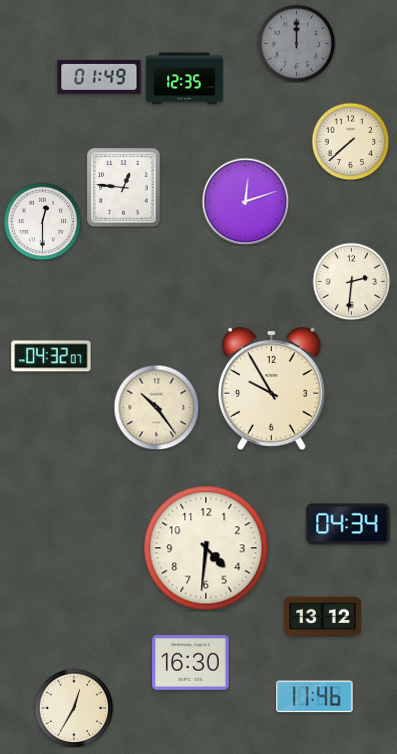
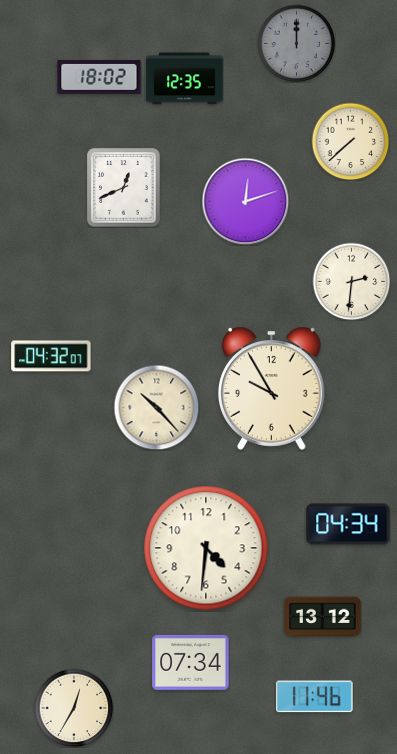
clock at (99, 77): 01:49 -> 18:02
clock at (124, 188): 12:46 -> 12:41
clock at (42, 221): 12:30 -> none
clock at (156, 407): 10:24 -> 10:23
clock at (191, 662): 16:30 -> 07:34
